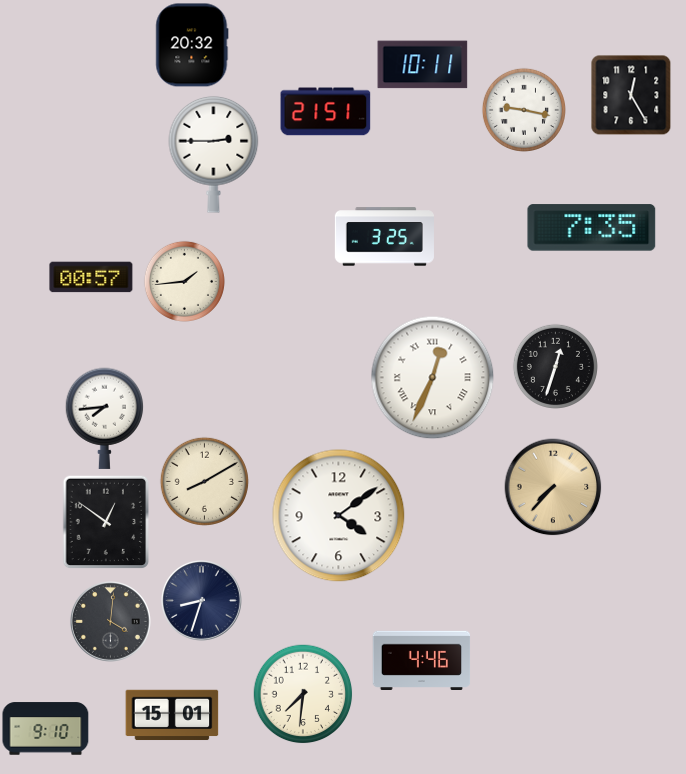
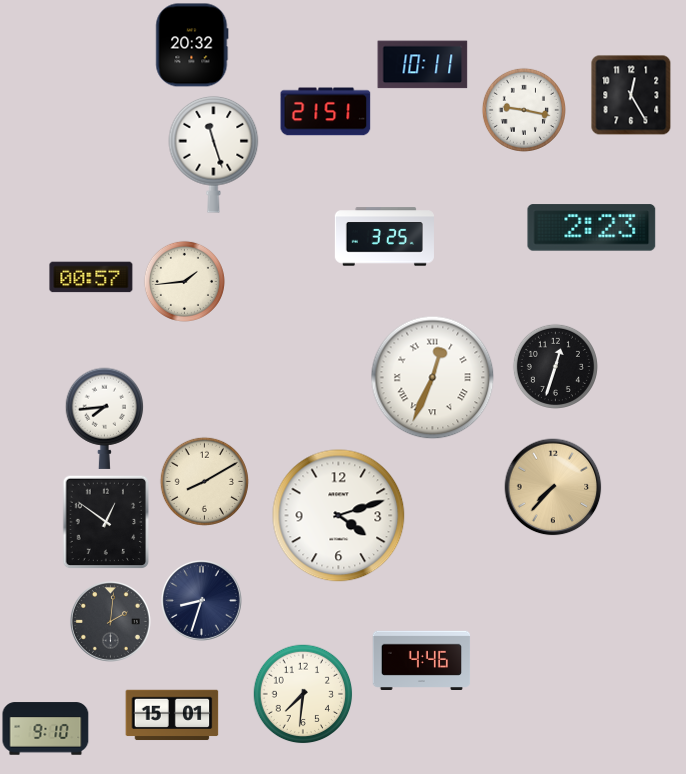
clock at (214, 154): 2:45 -> 11:27
clock at (592, 228): 7:35 -> 2:23
clock at (339, 516): 4:09 -> 4:12
clock at (110, 621): 4:01 -> 2:01
